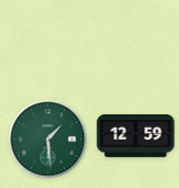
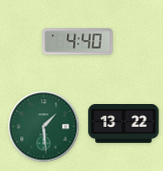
clock at (78, 42): none -> 4:40
clock at (136, 136): 12:59 -> 13:22
